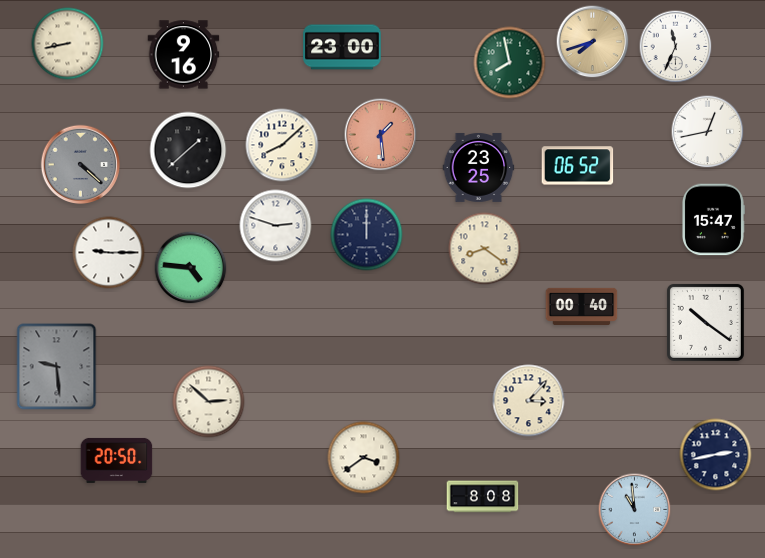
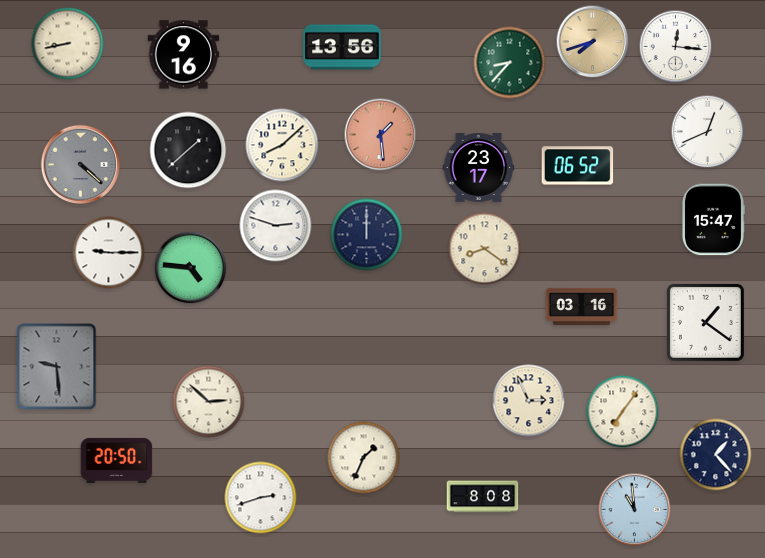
clock at (342, 47): 23:00 -> 13:56
clock at (676, 47): 11:34 -> 12:16
clock at (510, 63): 7:58 -> 8:37
clock at (708, 132): 12:43 -> 12:41
clock at (479, 167): 23:25 -> 23:17
clock at (582, 306): 00:40 -> 03:16
clock at (705, 322): 10:21 -> 1:21
clock at (529, 401): 3:07 -> 2:56
clock at (623, 412): none -> 7:06
clock at (716, 455): 2:43 -> 1:23
clock at (364, 458): 3:39 -> 1:34
clock at (261, 498): none -> 2:42
